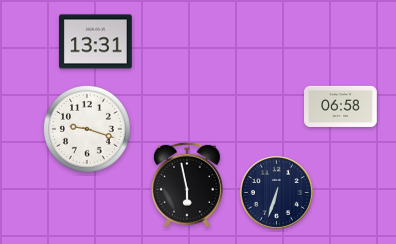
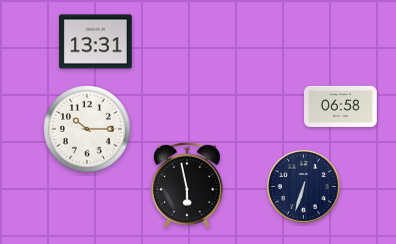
clock at (88, 130): 9:18 -> 10:15
clock at (276, 192) position: (276, 192) -> (303, 186)
